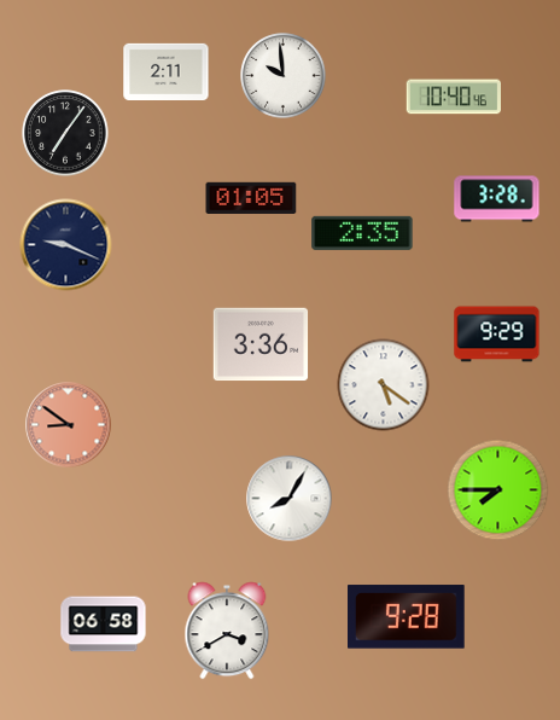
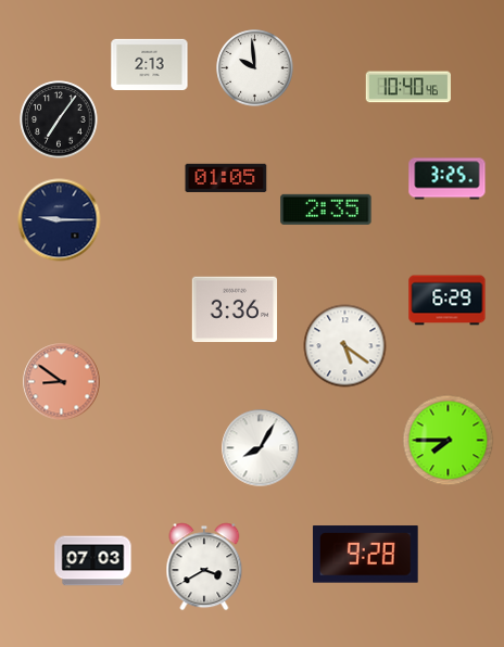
clock at (167, 71): 2:11 -> 2:13
clock at (497, 199): 3:28 -> 3:25
clock at (66, 245): 9:19 -> 9:15
clock at (497, 335): 9:29 -> 6:29
clock at (104, 625): 06:58 -> 07:03
